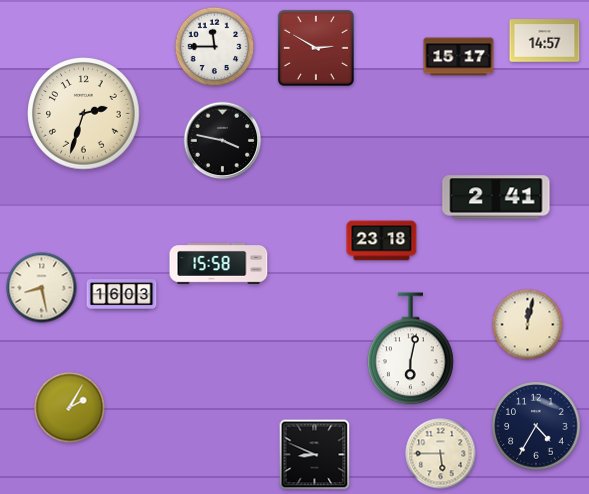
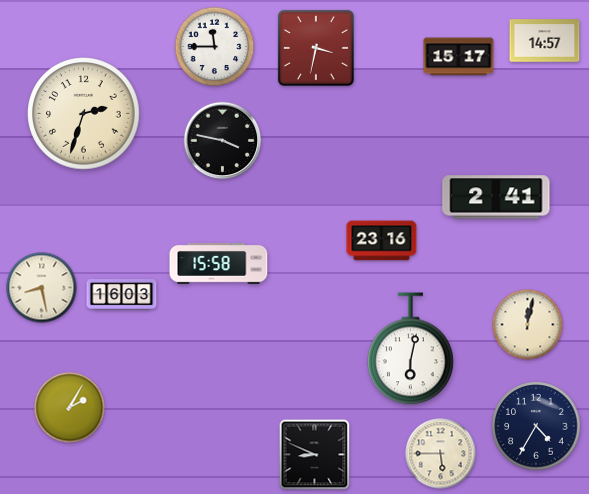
clock at (316, 48): 2:50 -> 3:32
clock at (382, 241): 23:18 -> 23:16
